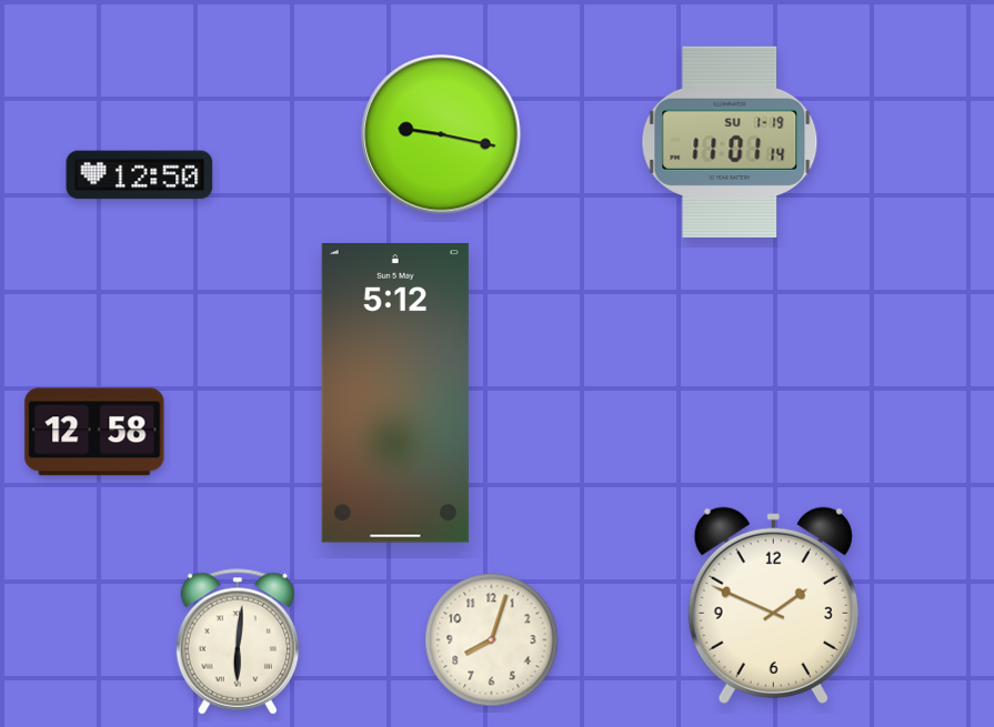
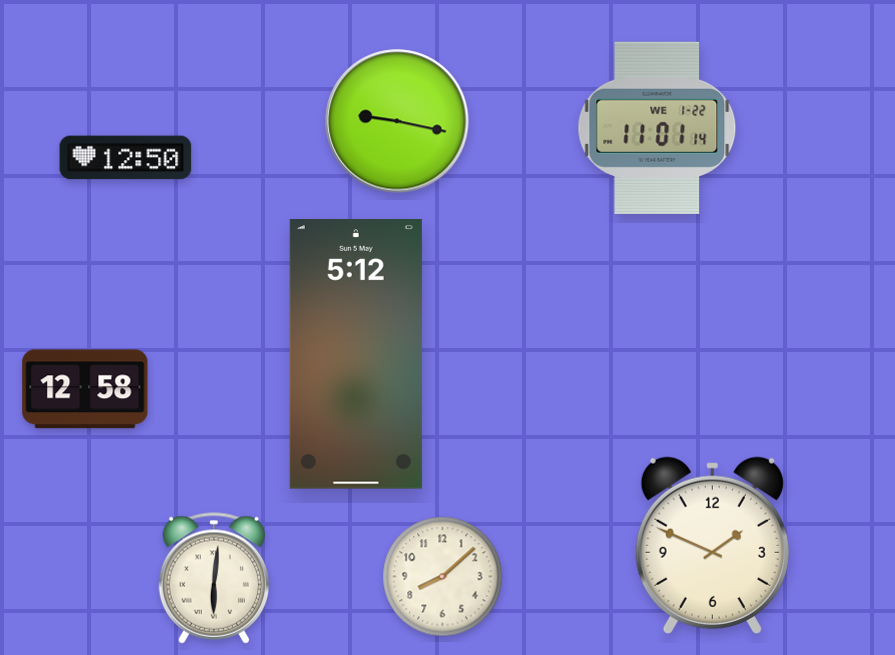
clock at (730, 142) date: SU 1-19 -> WE 1-22
clock at (773, 605) position: (773, 605) -> (712, 545)
clock at (492, 640): 8:03 -> 8:08
